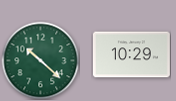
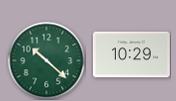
clock at (40, 60) position: (40, 60) -> (46, 60)
